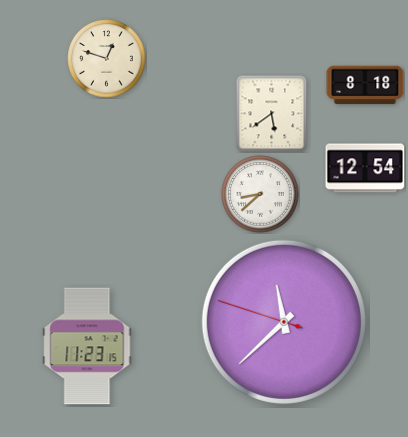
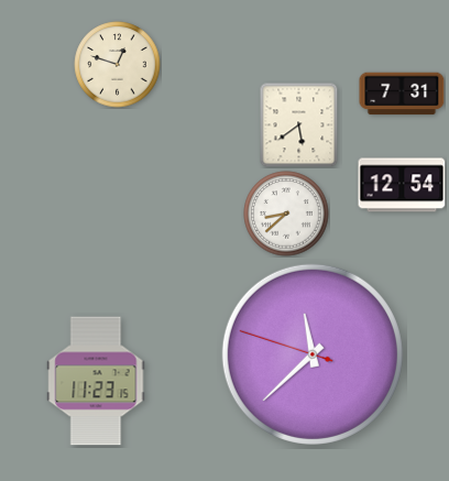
clock at (365, 85): 8:18 -> 7:31
